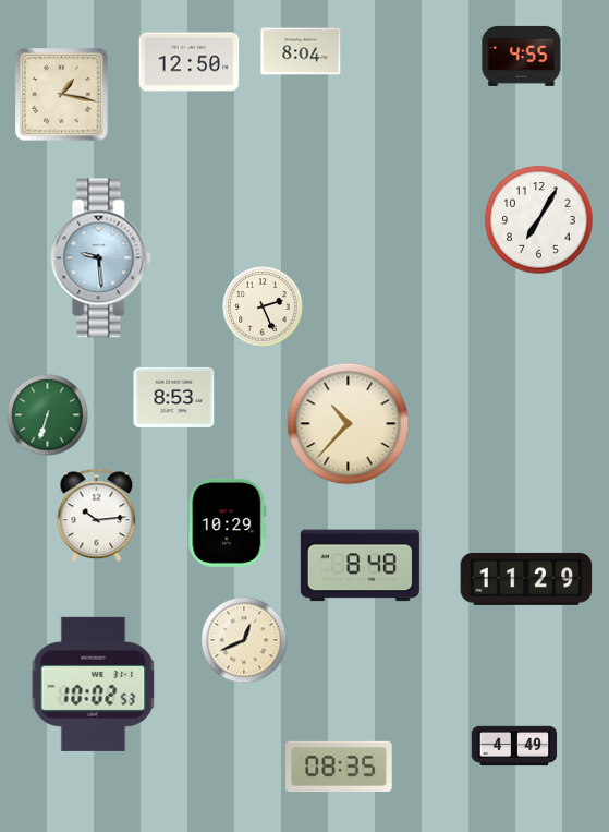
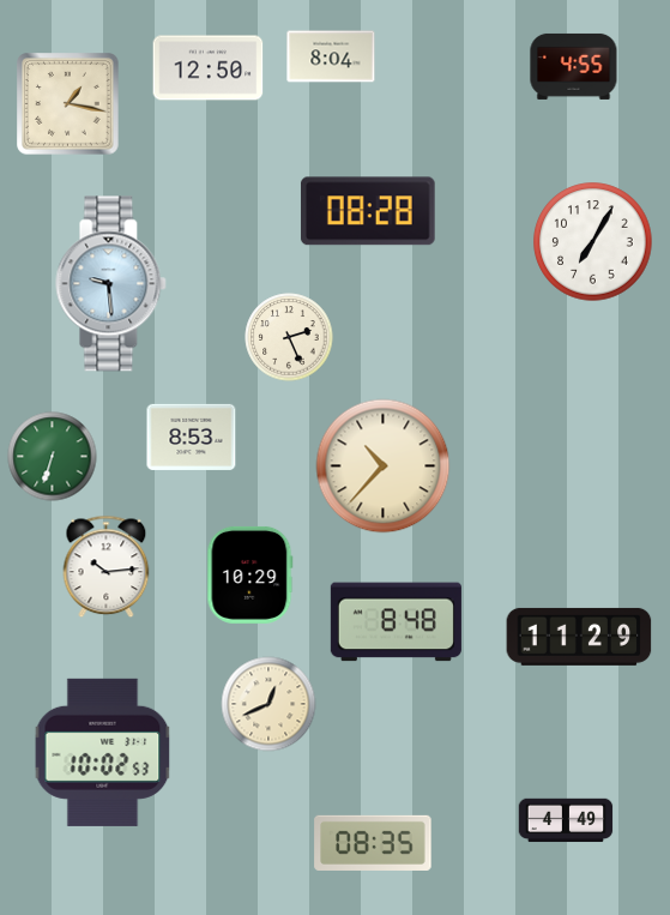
clock at (522, 56) position: (522, 56) -> (574, 66)
clock at (368, 211): none -> 08:28
